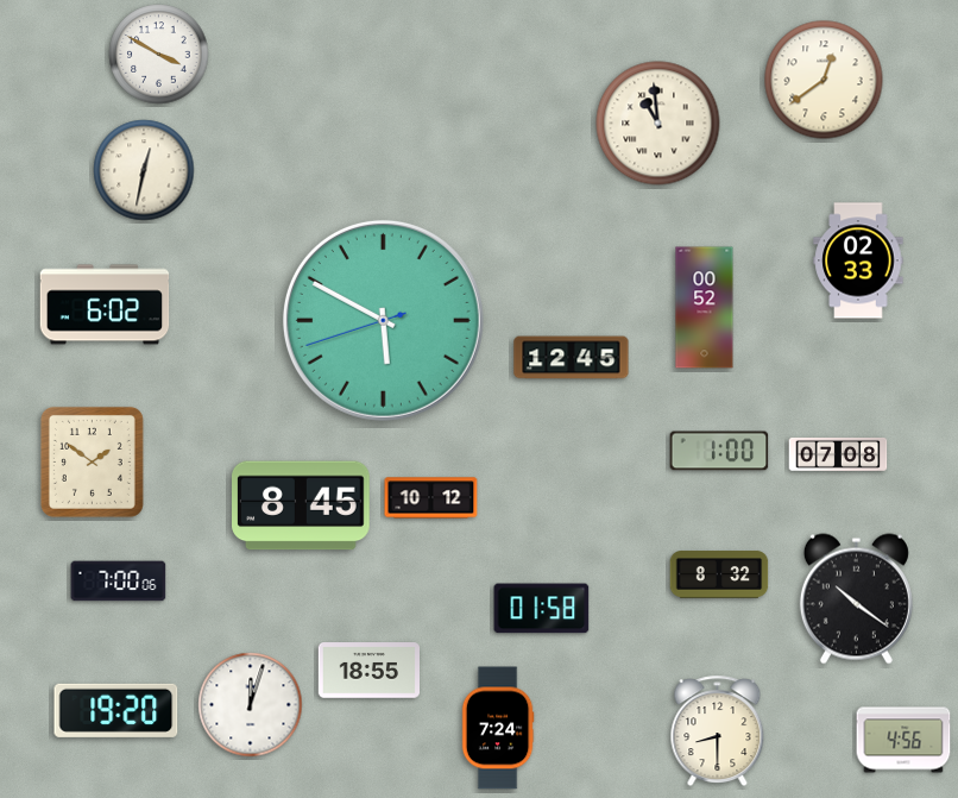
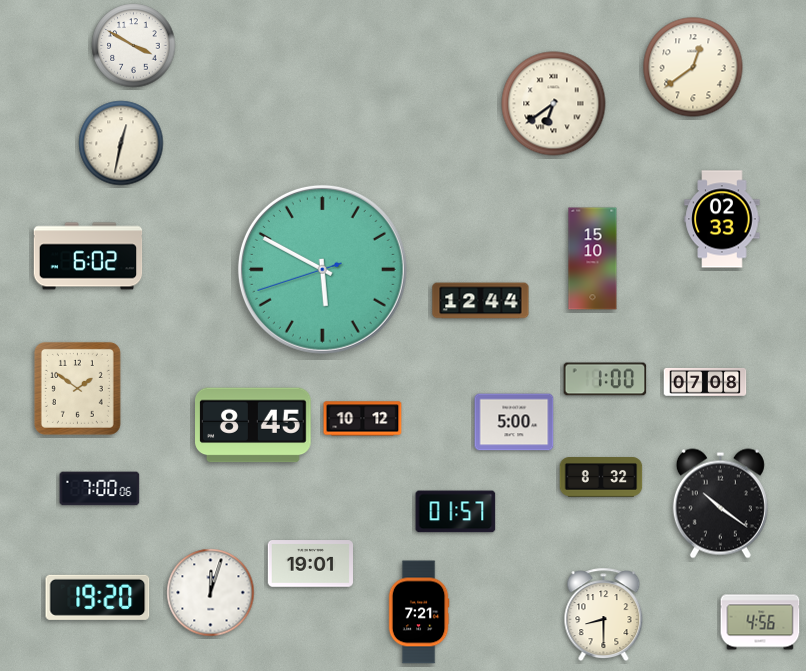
clock at (658, 124): 10:59 -> 6:39
clock at (705, 308): 00:52 -> 15:10
clock at (572, 358): 12:45 -> 12:44
clock at (514, 422): none -> 5:00
clock at (719, 574) position: (719, 574) -> (601, 477)
clock at (542, 609): 01:58 -> 01:57
clock at (368, 671): 18:55 -> 19:01
clock at (498, 728): 7:24 -> 7:21
